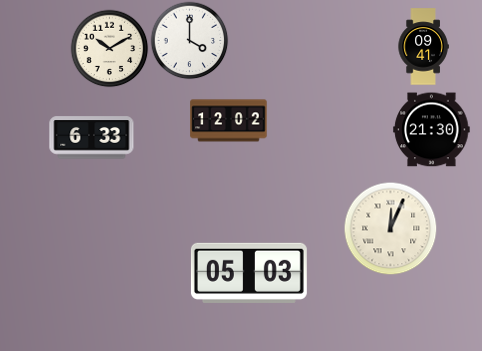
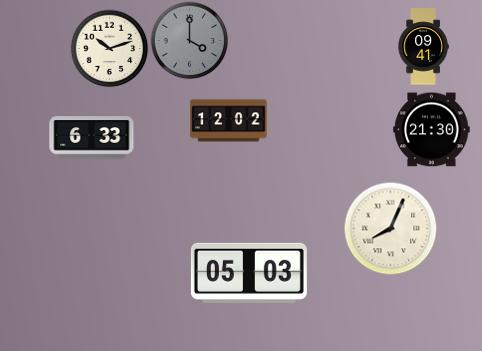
clock at (189, 40) dial: white -> grey
clock at (109, 48): 10:10 -> 10:12
clock at (390, 228): 12:04 -> 8:04
